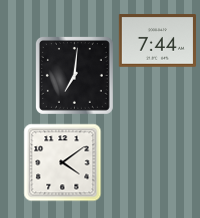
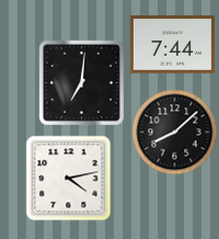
clock at (174, 132): none -> 8:08
clock at (62, 162): 4:09 -> 4:13
